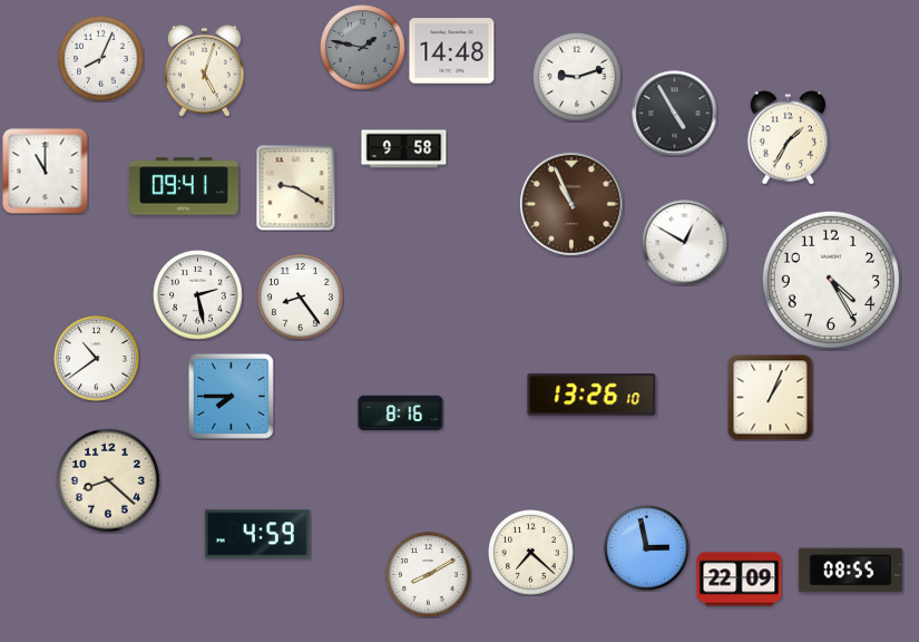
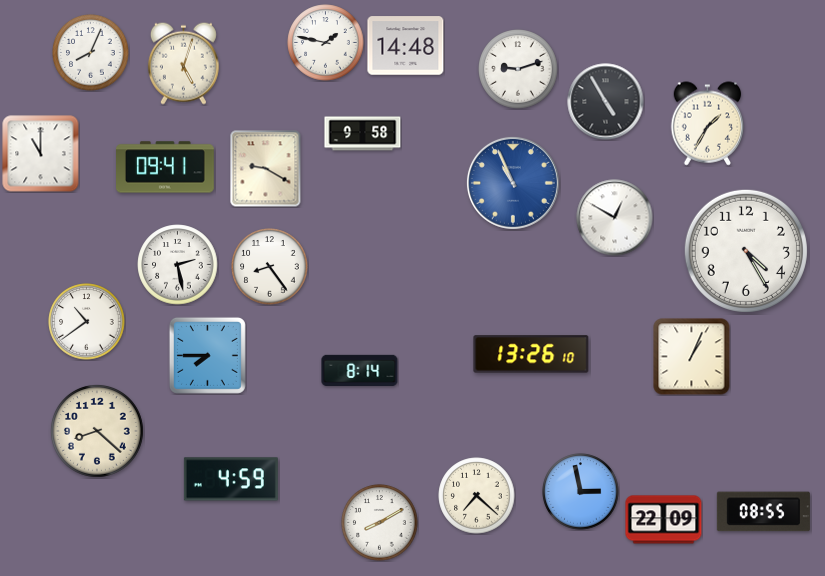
clock at (363, 48) dial: grey -> white
clock at (571, 204) dial: brown -> blue
clock at (401, 412): 8:16 -> 8:14
clock at (429, 575) position: (429, 575) -> (380, 523)
